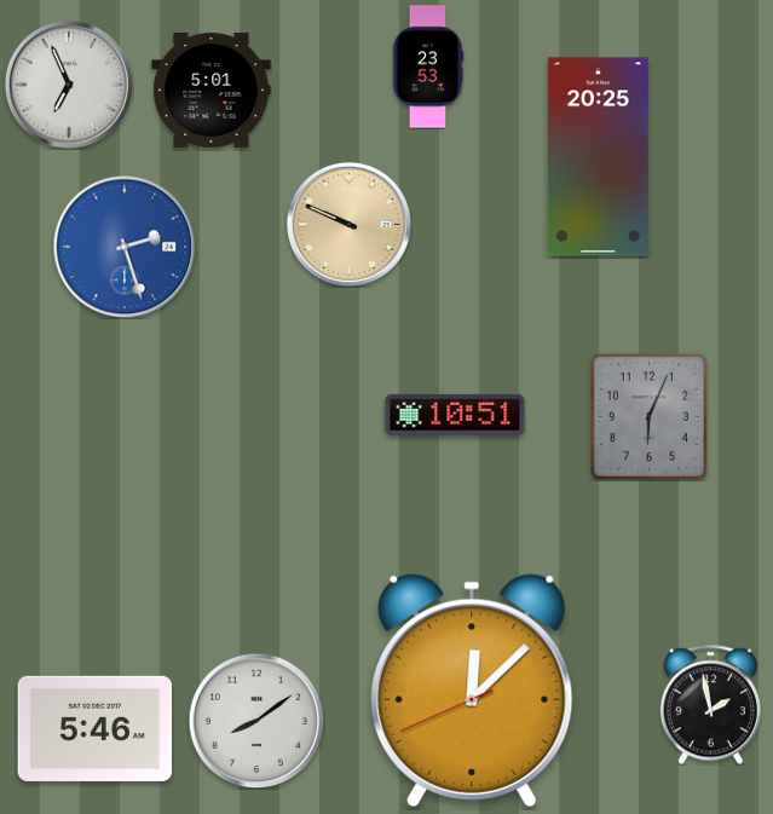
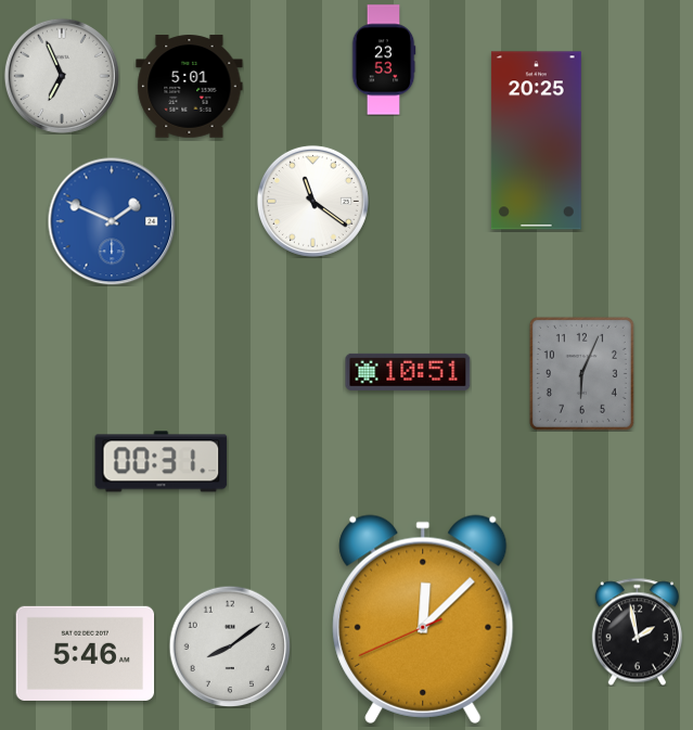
clock at (212, 91) position: (212, 91) -> (190, 87)
clock at (348, 224): 9:49 -> 11:21
clock at (348, 224) dial: champagne -> white
clock at (125, 247): 2:27 -> 1:49
clock at (162, 462): none -> 00:31
